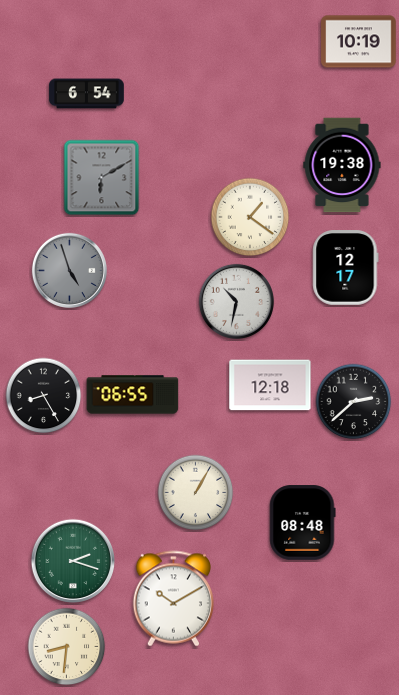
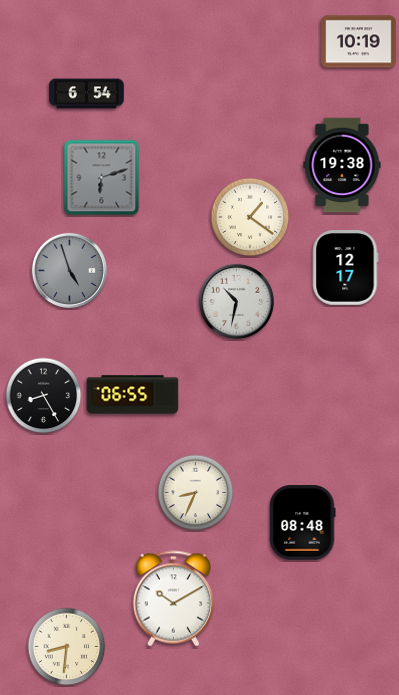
clock at (102, 178): 6:10 -> 6:12
clock at (270, 385): 12:18 -> none
clock at (354, 402): 2:38 -> none
clock at (196, 493): 1:05 -> 8:34
clock at (72, 560): 2:18 -> none
